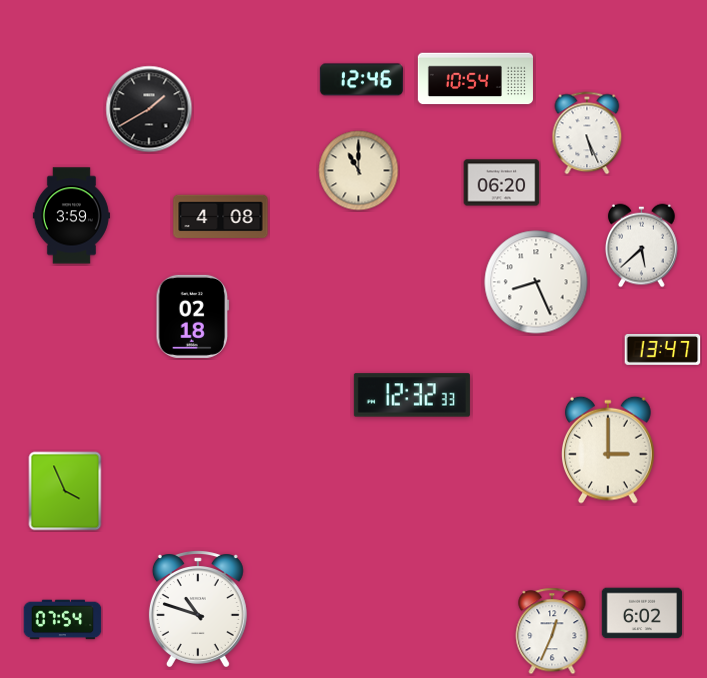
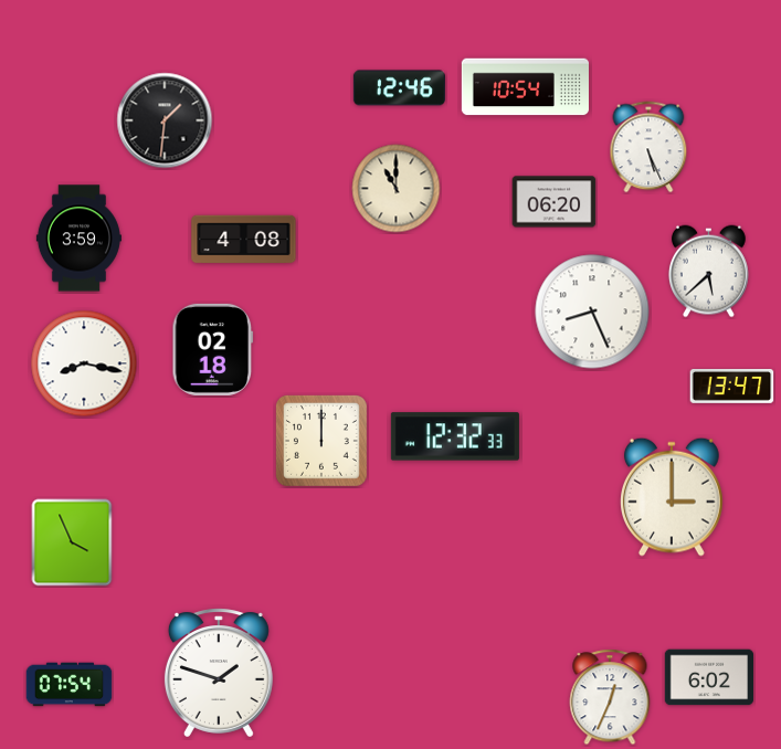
clock at (149, 109): 1:40 -> 1:31
clock at (84, 363): none -> 8:17
clock at (321, 441): none -> 12:00
clock at (198, 609): 10:48 -> 1:48
